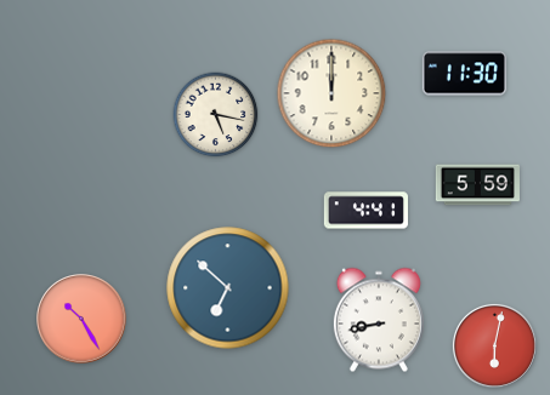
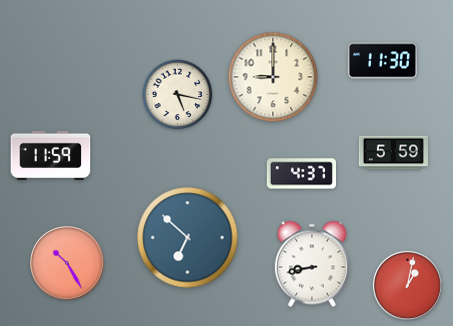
clock at (331, 93): 12:00 -> 9:00
clock at (51, 156): none -> 11:59
clock at (365, 211): 4:41 -> 4:37
clock at (494, 345): 6:02 -> 1:02
